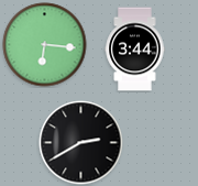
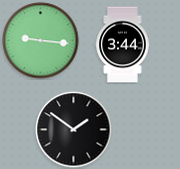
clock at (45, 45): 6:16 -> 9:16
clock at (81, 143): 2:40 -> 1:51
